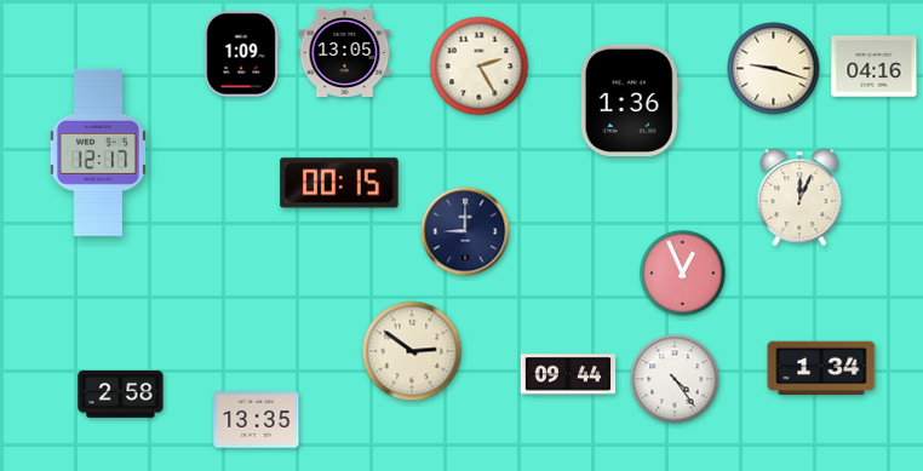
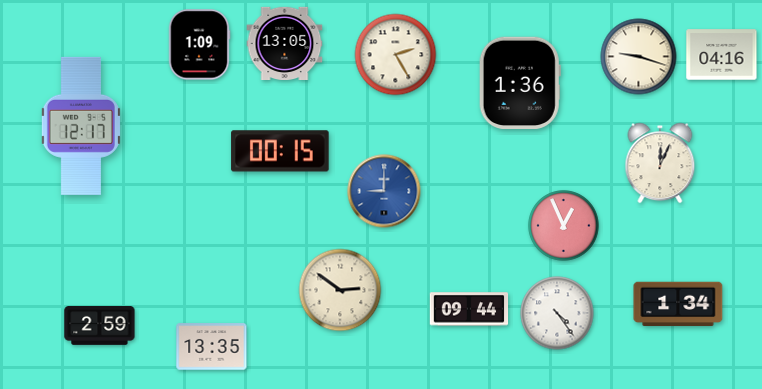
clock at (465, 231) dial: navy -> blue
clock at (121, 395): 2:58 -> 2:59
